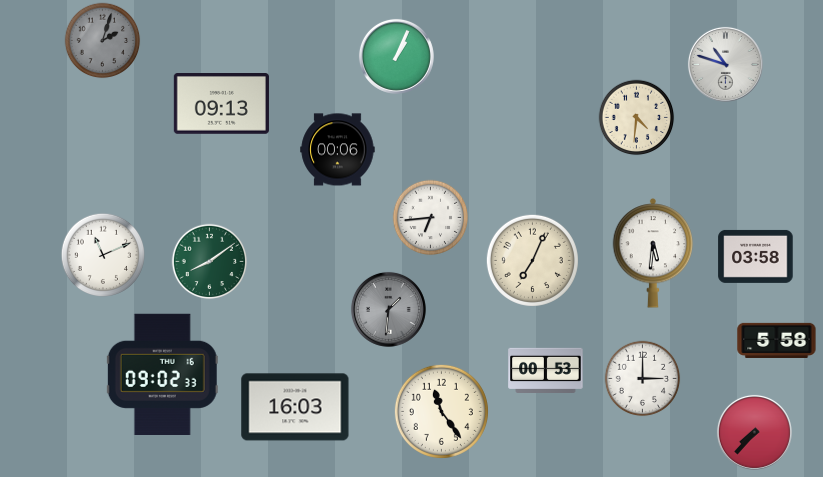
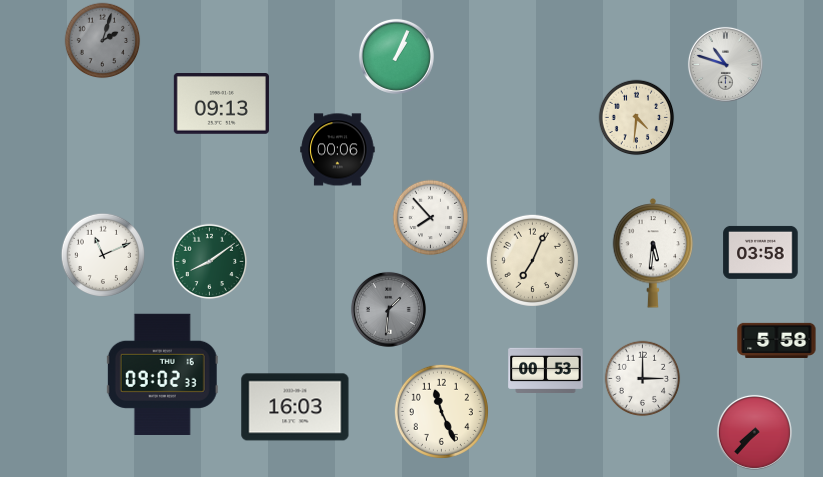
clock at (431, 218): 6:44 -> 7:53
clock at (756, 256) position: (756, 256) -> (761, 252)
clock at (441, 411): 11:24 -> 11:26
